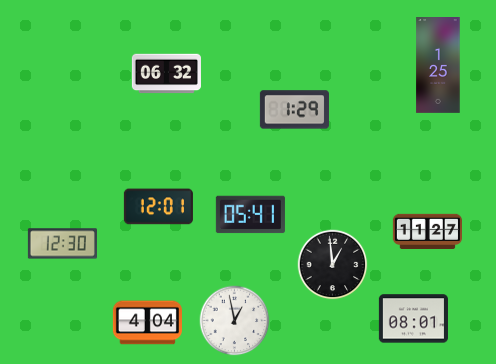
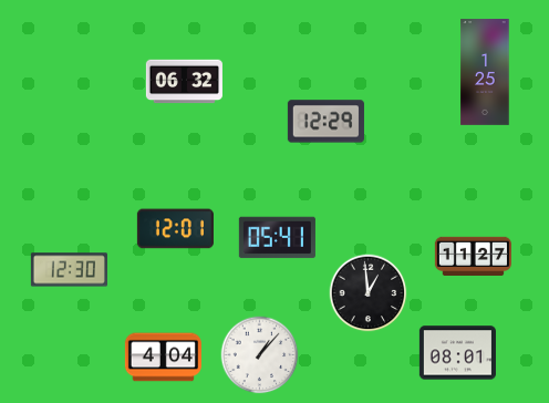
clock at (294, 110): 1:29 -> 12:29
clock at (235, 321): 12:58 -> 1:07
